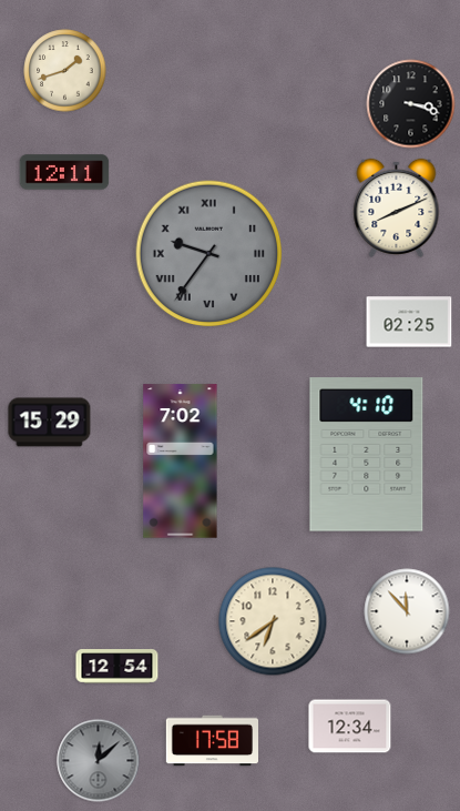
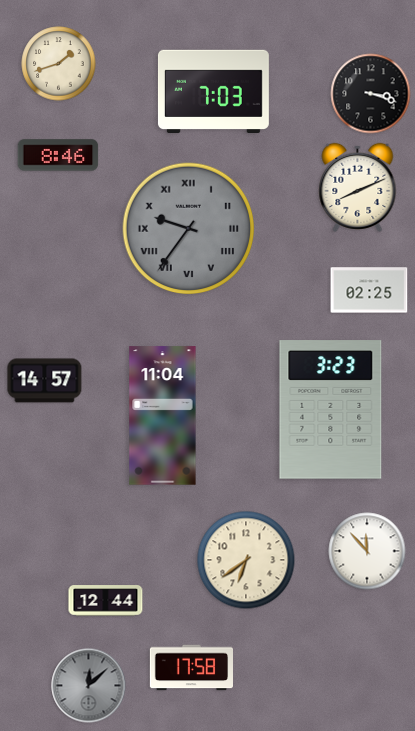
clock at (213, 91): none -> 7:03
clock at (64, 172): 12:11 -> 8:46
clock at (50, 423): 15:29 -> 14:57
clock at (367, 455): 4:10 -> 3:23
clock at (181, 462): 7:02 -> 11:04
clock at (117, 667): 12:54 -> 12:44
clock at (350, 727): 12:34 -> none
